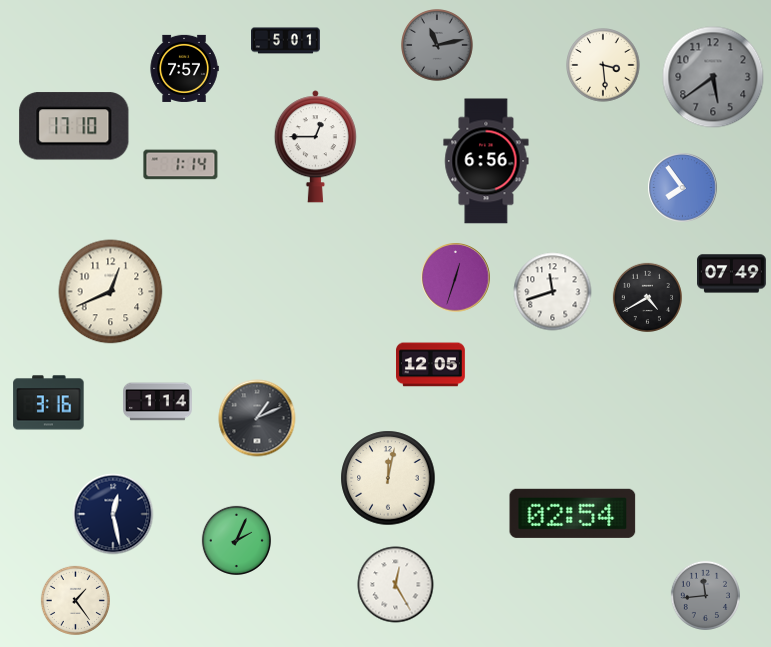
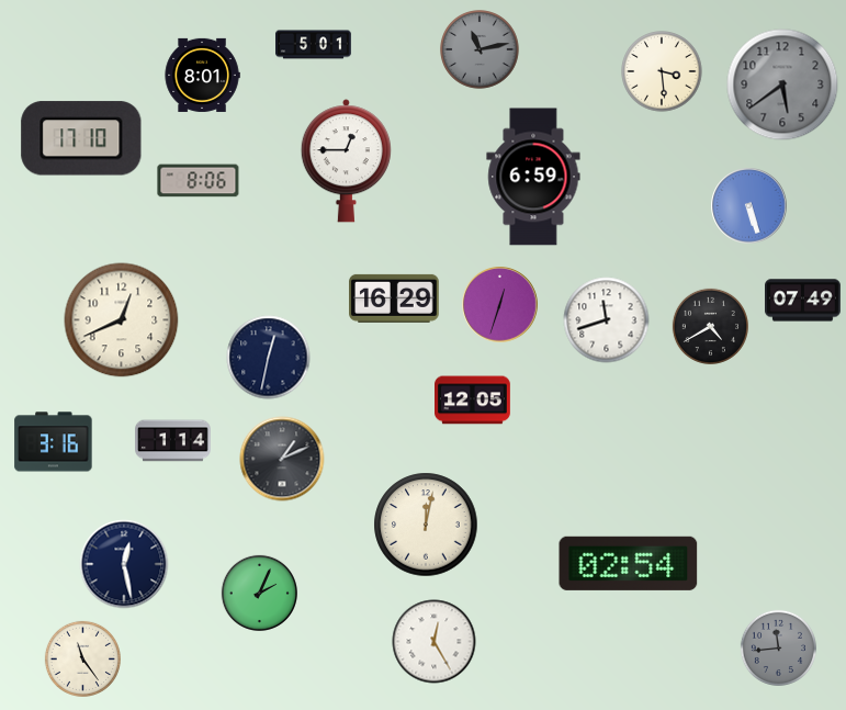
clock at (184, 68): 7:57 -> 8:01
clock at (486, 161): 6:56 -> 6:59
clock at (181, 165): 1:14 -> 8:06
clock at (683, 188): 7:54 -> 5:27
clock at (394, 298): none -> 16:29
clock at (269, 358): none -> 12:32
clock at (705, 595) position: (705, 595) -> (778, 647)
clock at (75, 600): 1:24 -> 11:24
